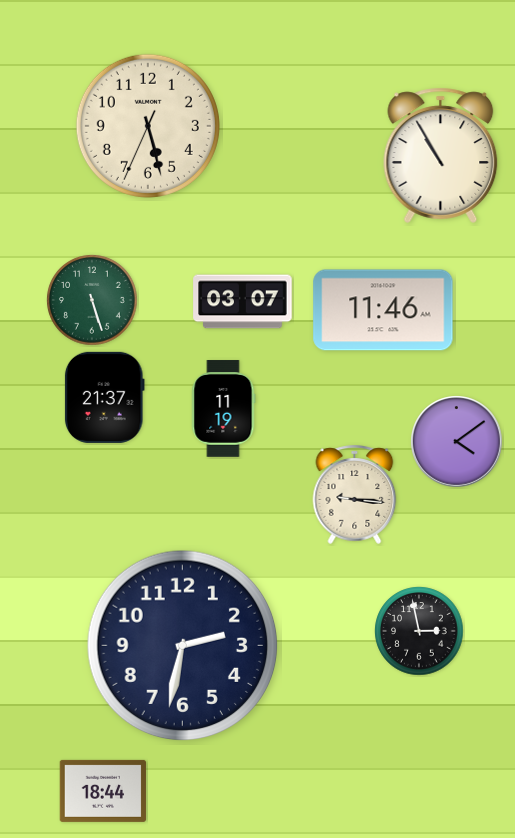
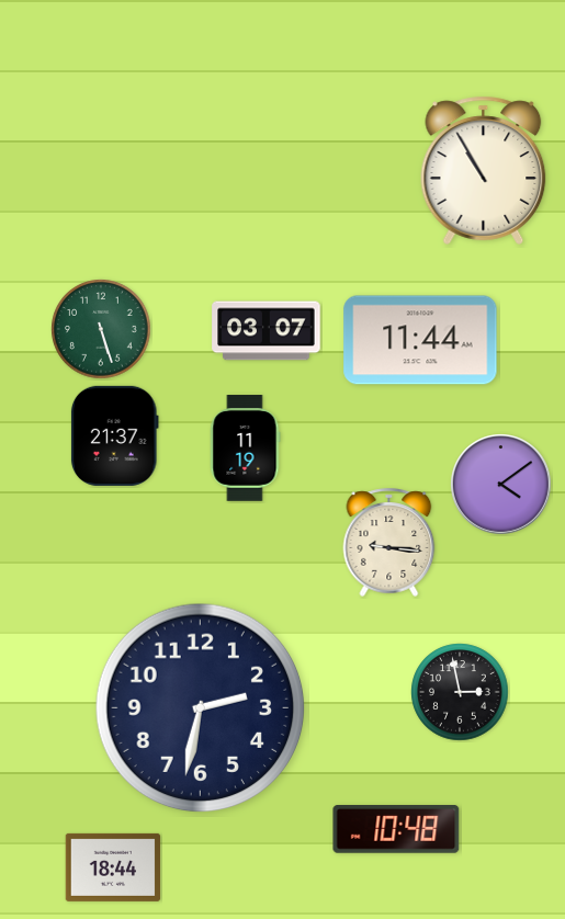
clock at (148, 126): 5:27 -> none
clock at (383, 310): 11:46 -> 11:44
clock at (396, 830): none -> 10:48
